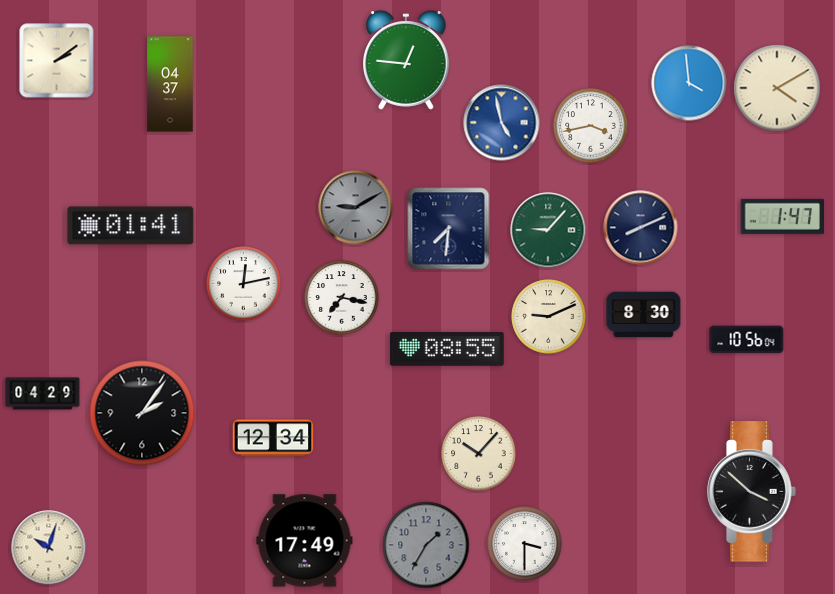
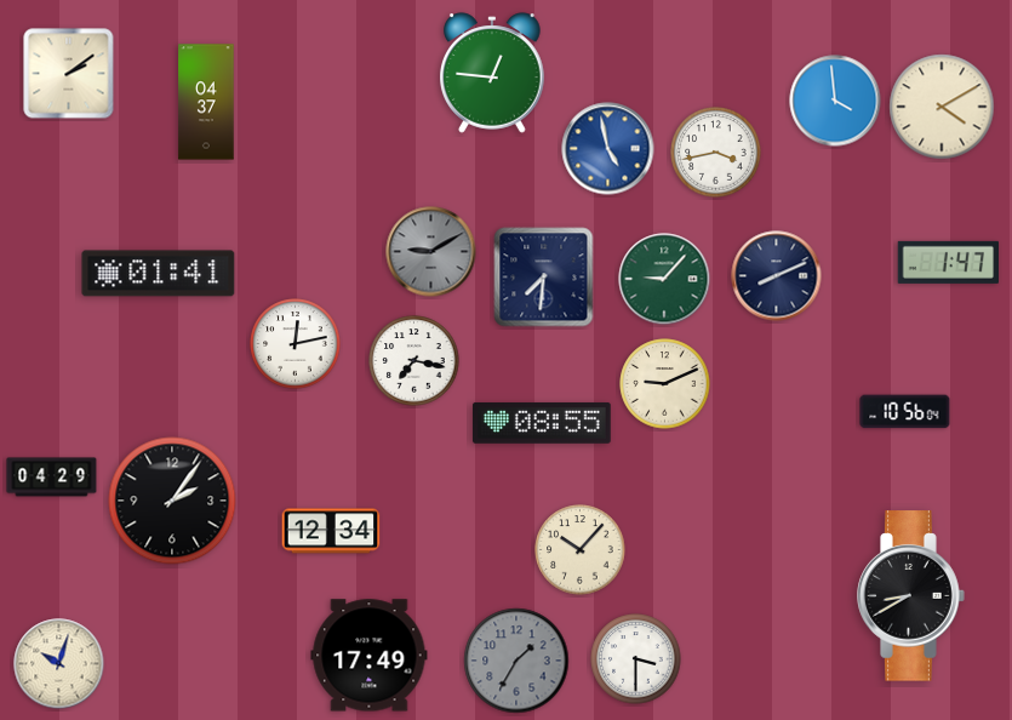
clock at (644, 315): 8:30 -> none
clock at (752, 492): 3:52 -> 8:40
